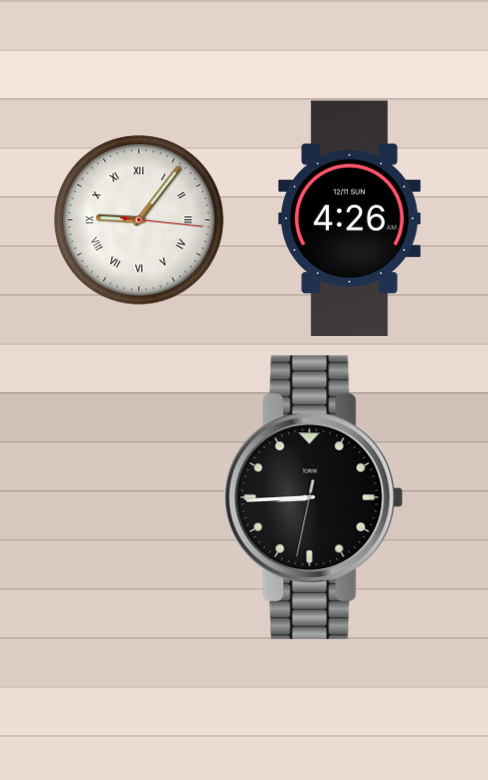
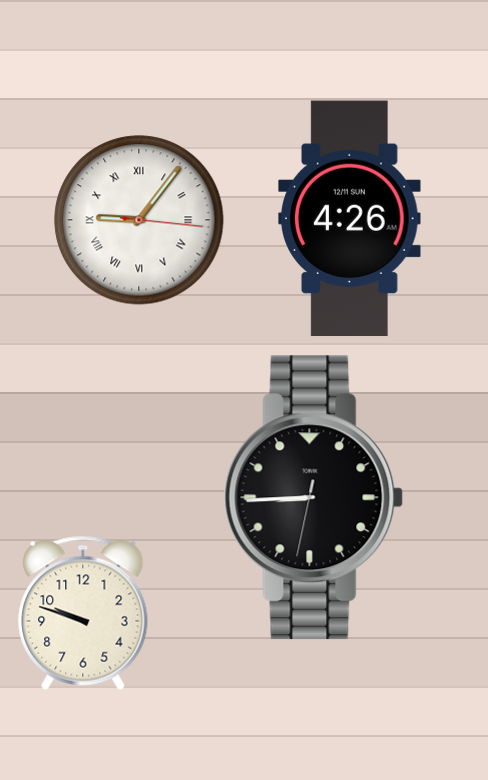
clock at (83, 613): none -> 9:48
